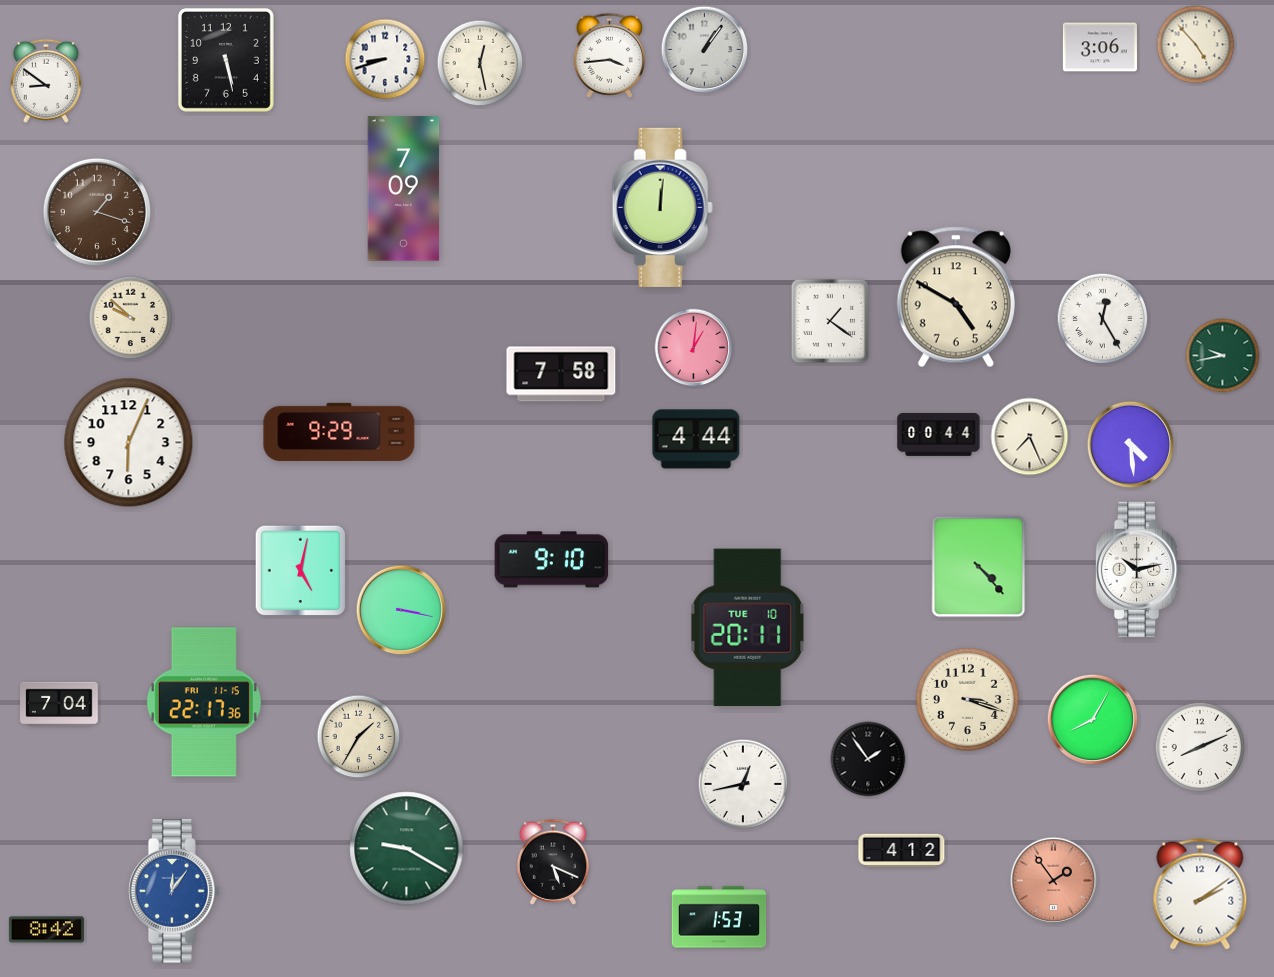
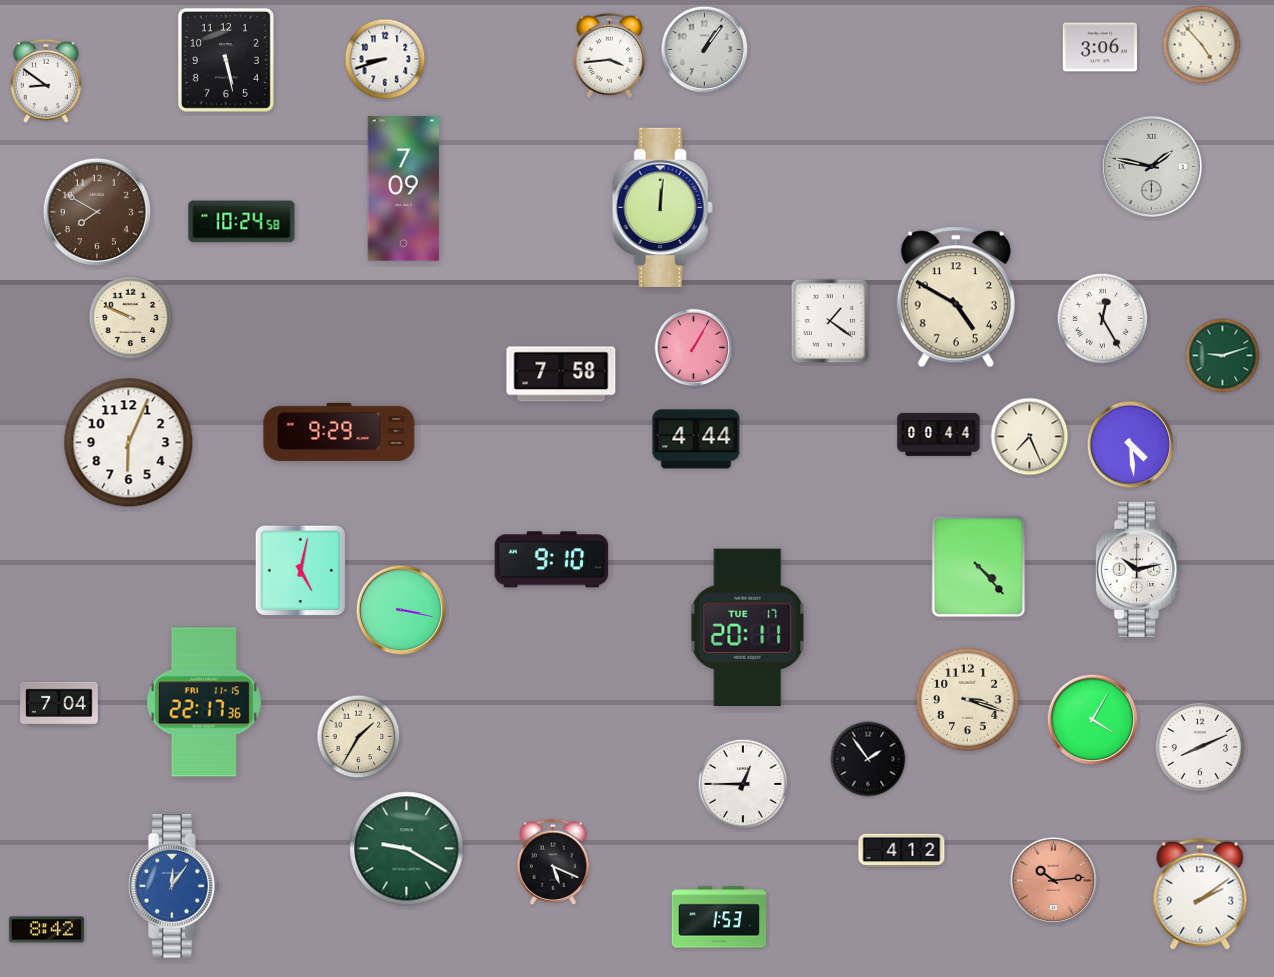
clock at (1196, 45) position: (1196, 45) -> (1202, 45)
clock at (480, 63): 12:28 -> none
clock at (1151, 166): none -> 1:47
clock at (97, 212): 1:18 -> 7:50
clock at (242, 222): none -> 10:24
clock at (131, 318): 9:52 -> 9:49
clock at (694, 348): 1:01 -> 1:05
clock at (1223, 356): 9:43 -> 9:12
clock at (748, 627) date: TUE 10 -> TUE 17
clock at (1093, 720): 8:05 -> 4:05
clock at (743, 784): 12:43 -> 12:45
clock at (1054, 881): 1:54 -> 10:14
clock at (175, 891) position: (175, 891) -> (175, 886)
